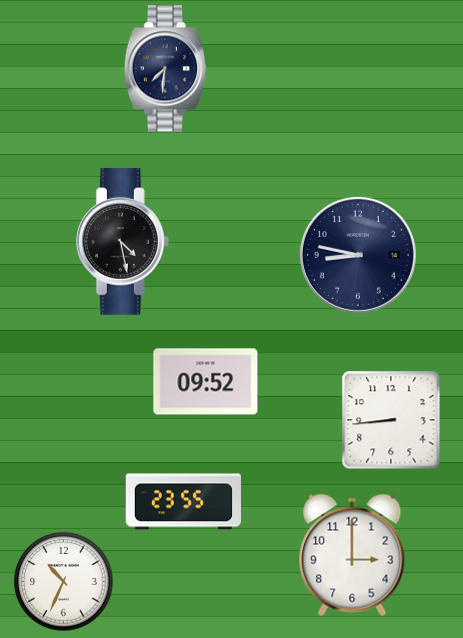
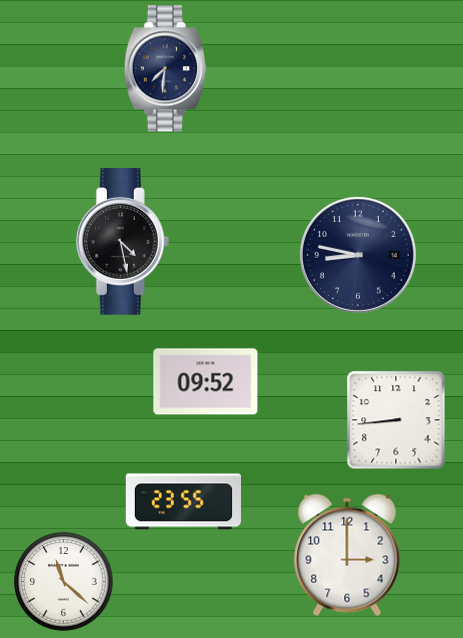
clock at (391, 420) position: (391, 420) -> (396, 420)
clock at (352, 555) position: (352, 555) -> (347, 555)
clock at (64, 582): 10:34 -> 11:22
